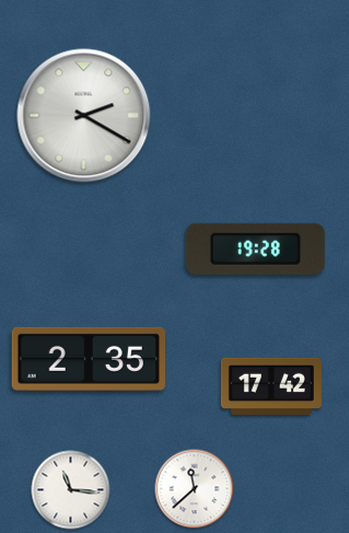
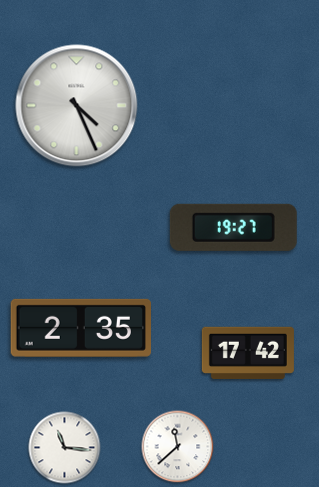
clock at (84, 116): 2:20 -> 4:26
clock at (255, 248): 19:28 -> 19:27
